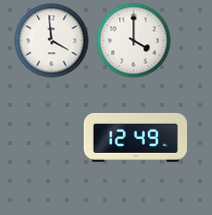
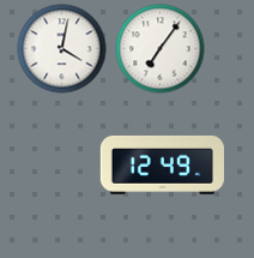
clock at (52, 41): 3:59 -> 4:02
clock at (134, 41): 4:00 -> 7:06
